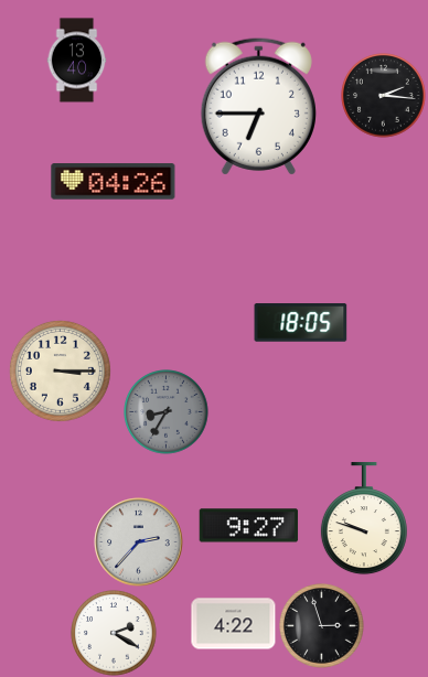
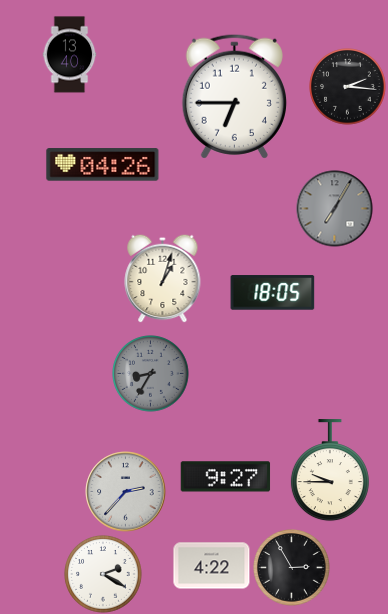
clock at (335, 209): none -> 7:05
clock at (163, 278): none -> 1:03
clock at (60, 370): 3:15 -> none
clock at (364, 519): 9:48 -> 9:45
clock at (322, 626): 2:57 -> 2:55
